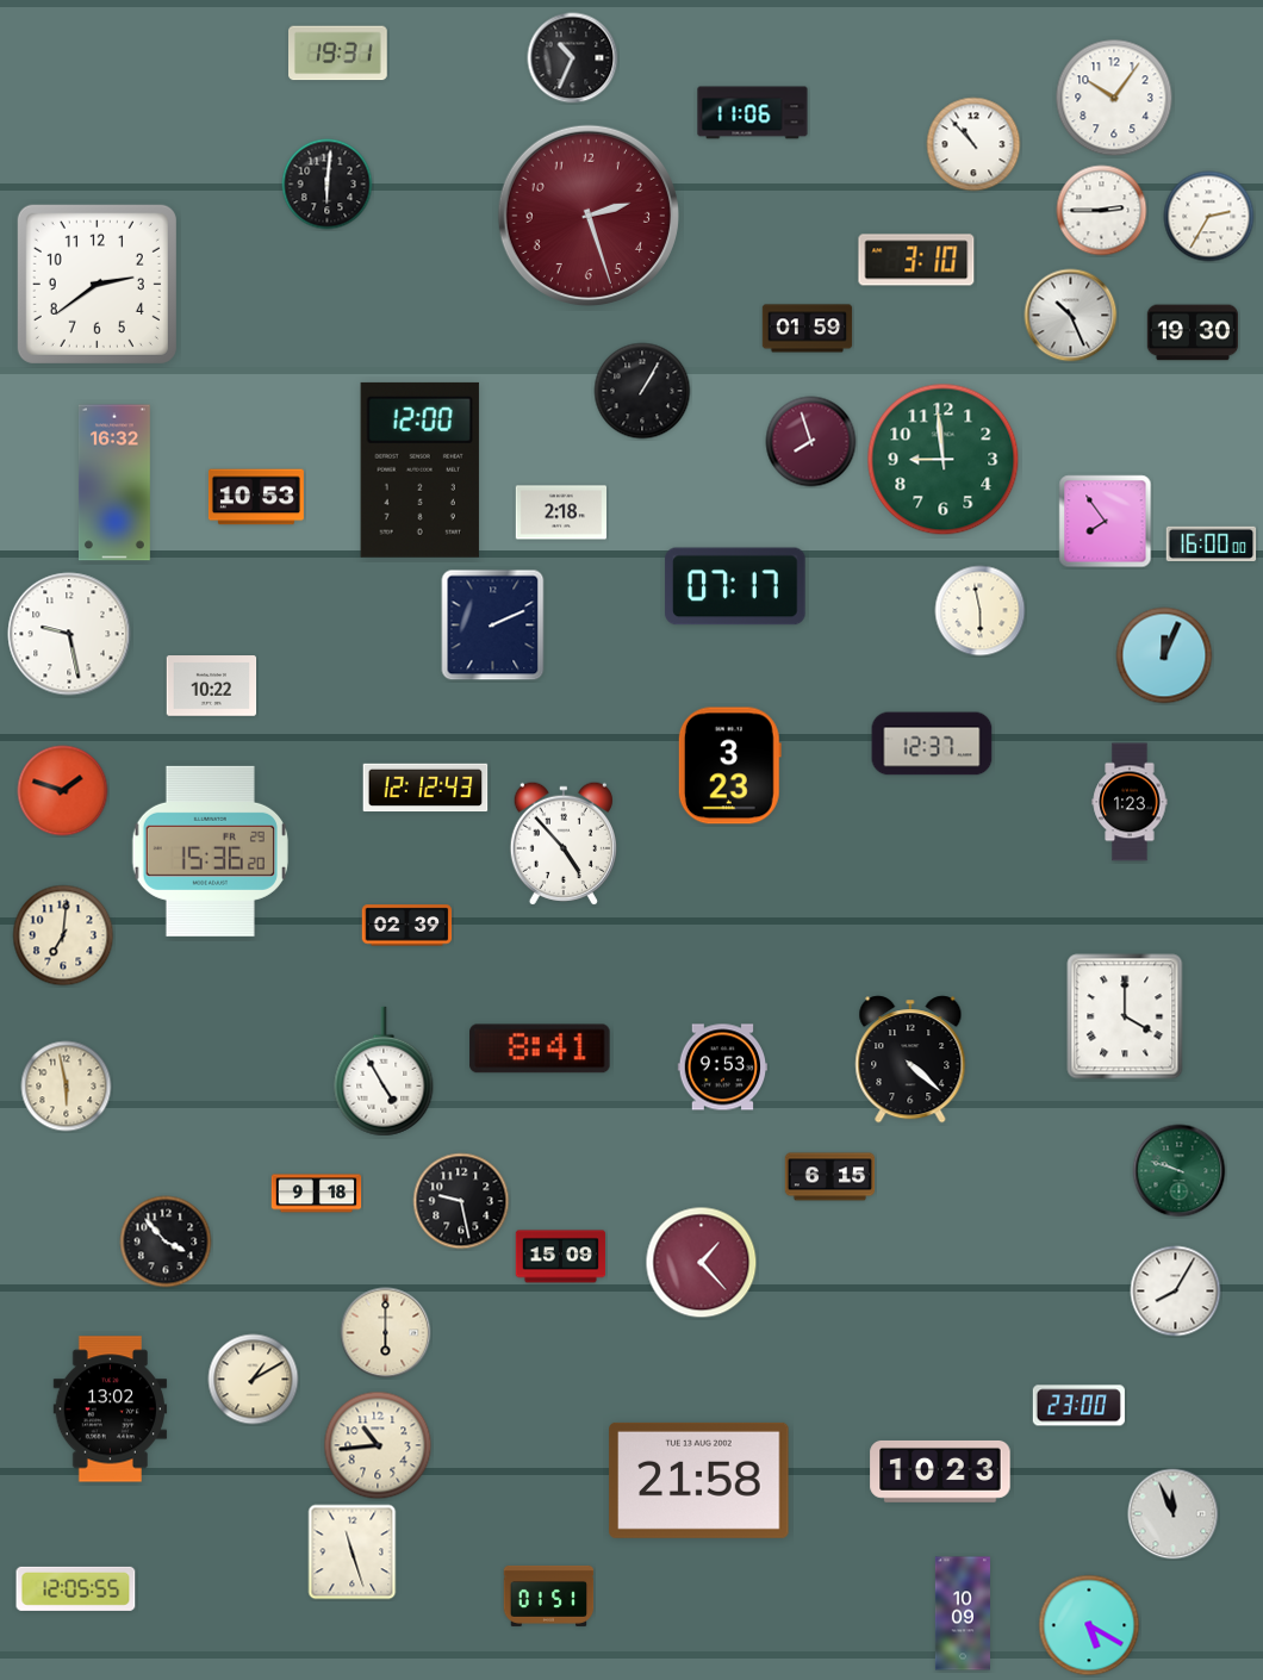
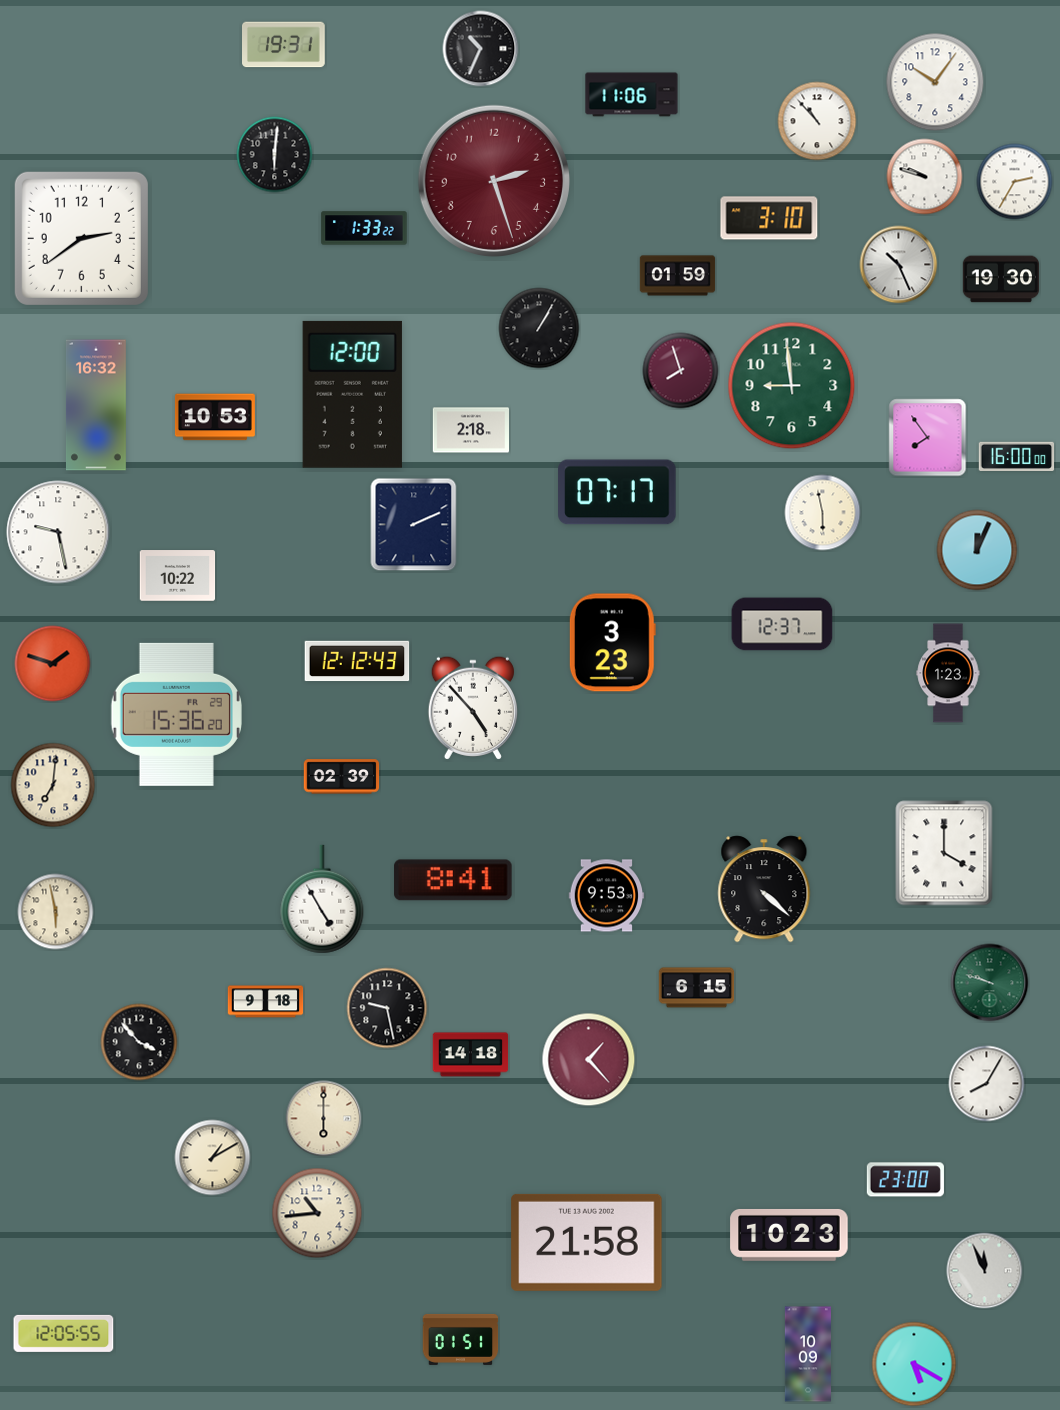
clock at (1102, 211): 2:45 -> 9:48
clock at (364, 228): none -> 1:33
clock at (561, 1257): 15:09 -> 14:18
clock at (111, 1410): 13:02 -> none
clock at (353, 1553): 11:27 -> none
